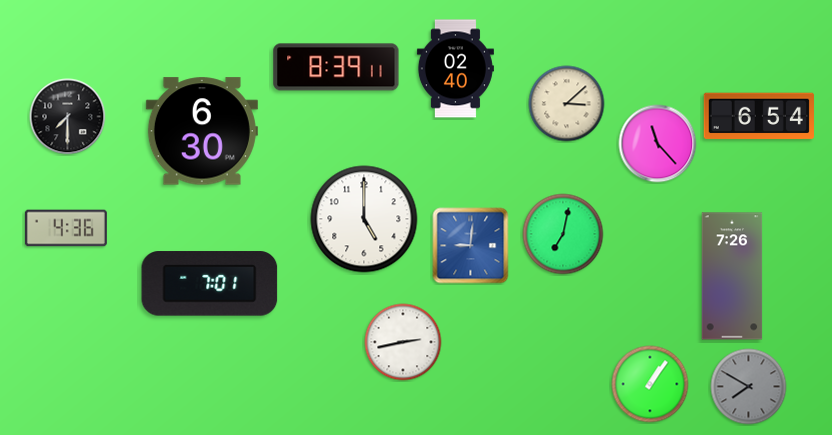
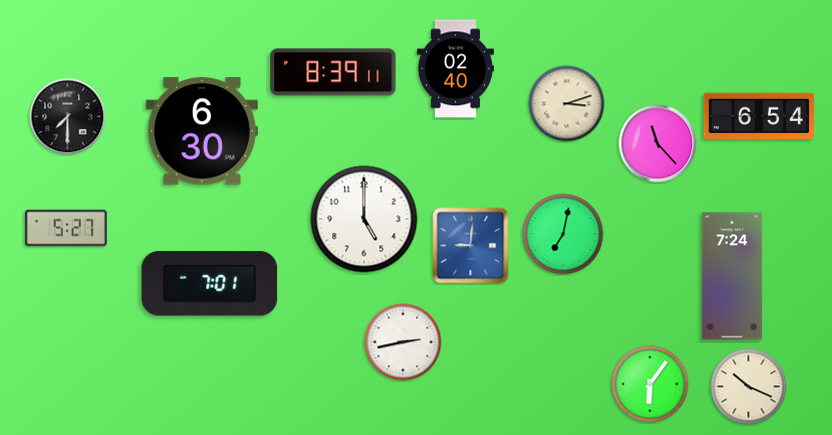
clock at (336, 67) position: (336, 67) -> (333, 72)
clock at (567, 104): 3:08 -> 3:12
clock at (66, 228): 4:36 -> 5:27
clock at (732, 276): 7:26 -> 7:24
clock at (650, 384): 1:06 -> 6:06
clock at (749, 387): 7:50 -> 10:19
clock at (749, 387) dial: grey -> cream
